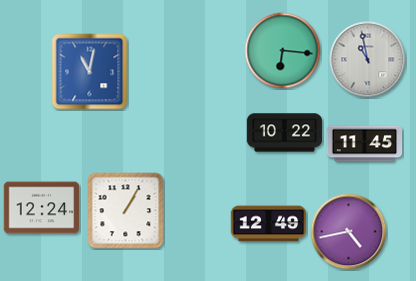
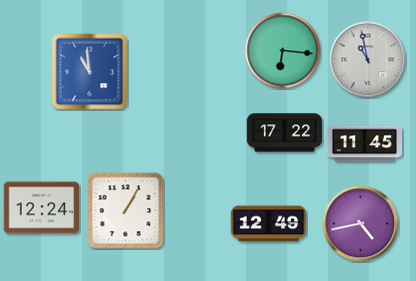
clock at (90, 72): 11:02 -> 10:59
clock at (285, 133): 10:22 -> 17:22
clock at (349, 232) position: (349, 232) -> (361, 224)
